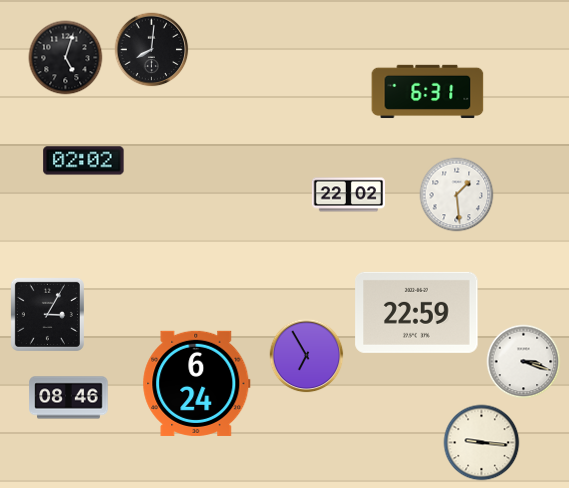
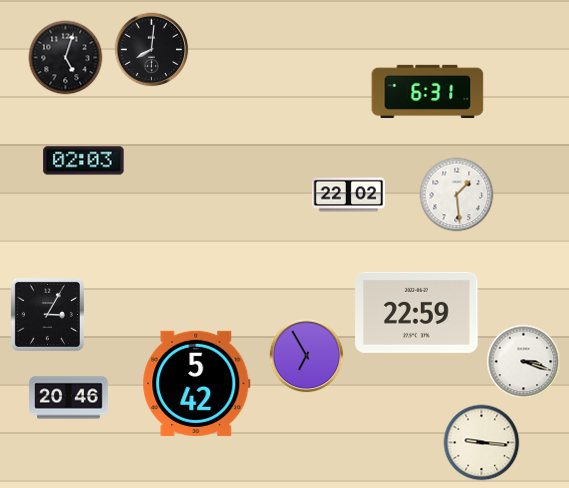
clock at (84, 161): 02:02 -> 02:03
clock at (197, 383): 6:24 -> 5:42
clock at (69, 398): 08:46 -> 20:46
